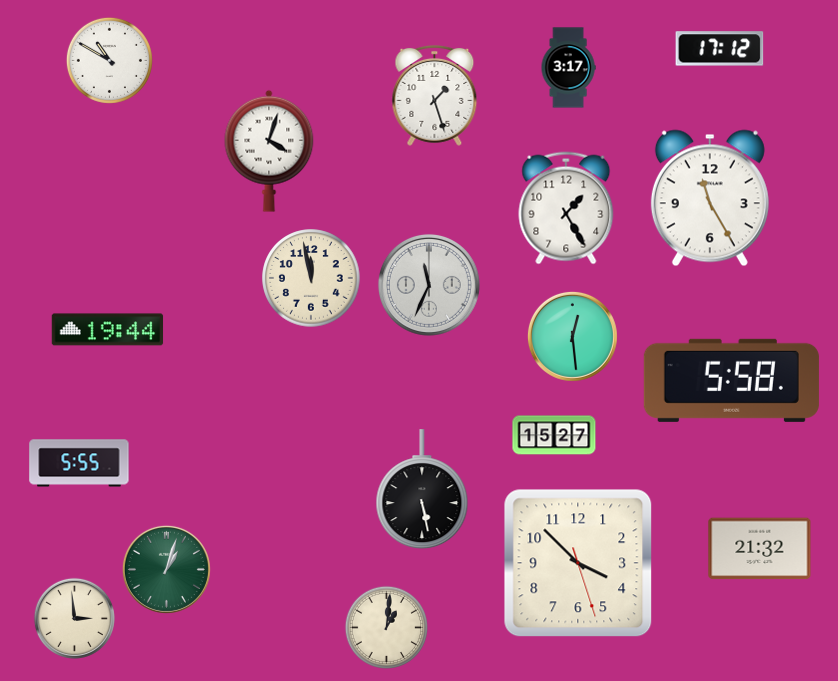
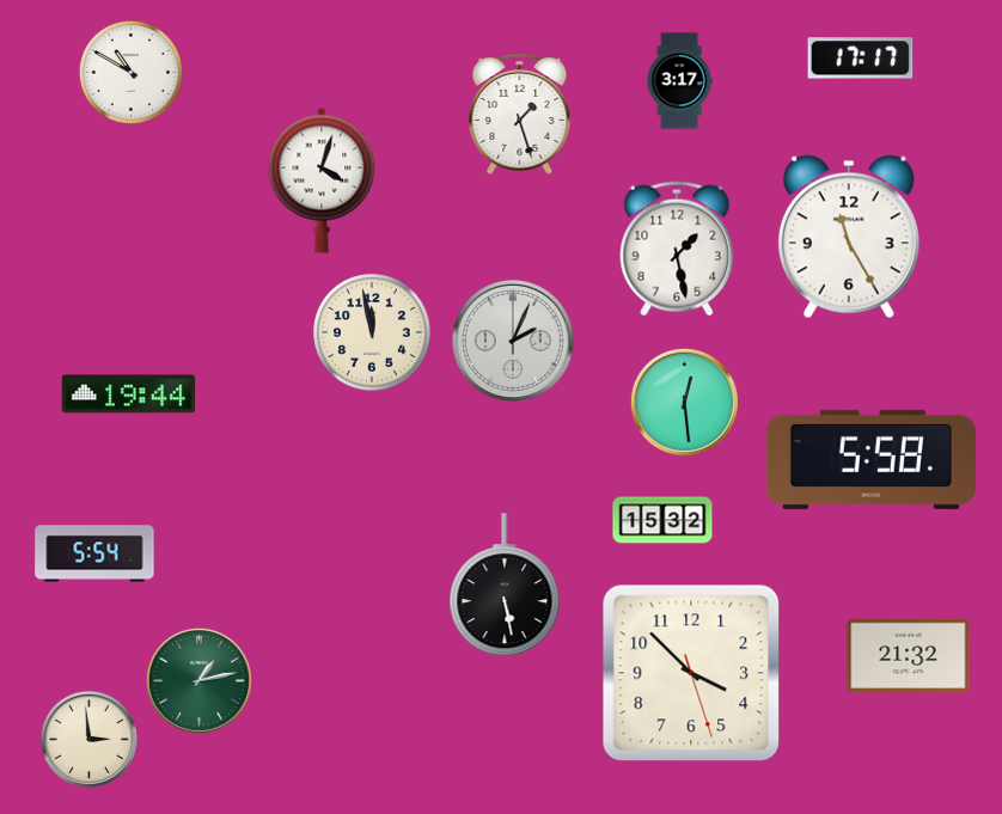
clock at (720, 49): 17:12 -> 17:17
clock at (566, 208): 1:25 -> 1:28
clock at (429, 285): 11:34 -> 2:04
clock at (731, 380) position: (731, 380) -> (870, 459)
clock at (554, 435): 15:27 -> 15:32
clock at (79, 463): 5:55 -> 5:54
clock at (166, 569): 1:03 -> 1:13
clock at (386, 627): 1:01 -> none
